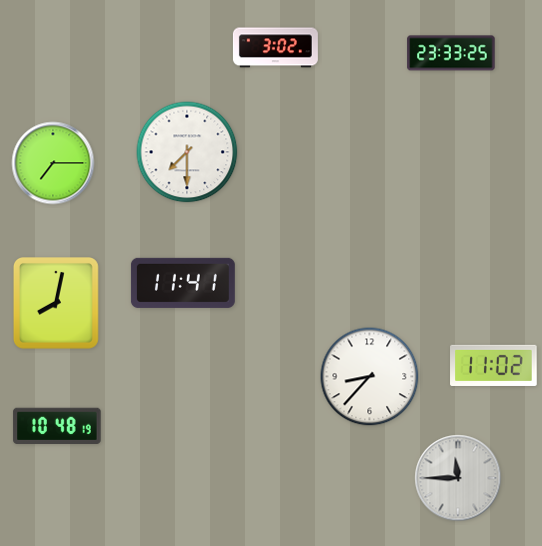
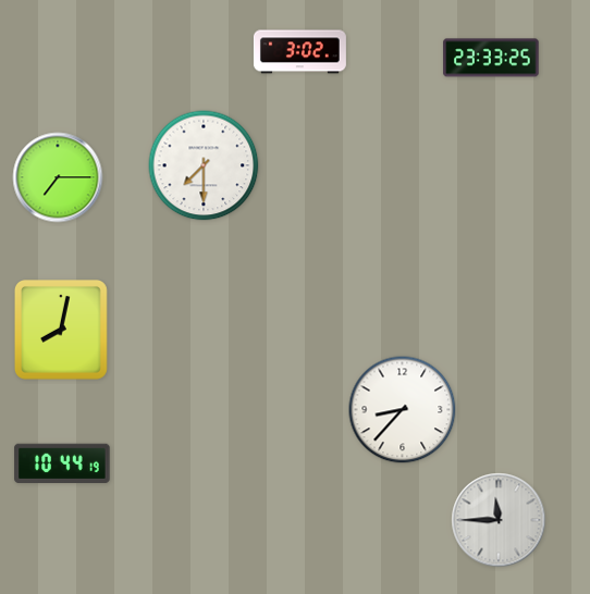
clock at (183, 283): 11:41 -> none
clock at (494, 365): 11:02 -> none
clock at (57, 425): 10:48 -> 10:44
